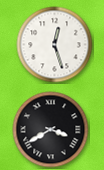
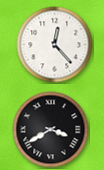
clock at (55, 45): 12:27 -> 12:23
